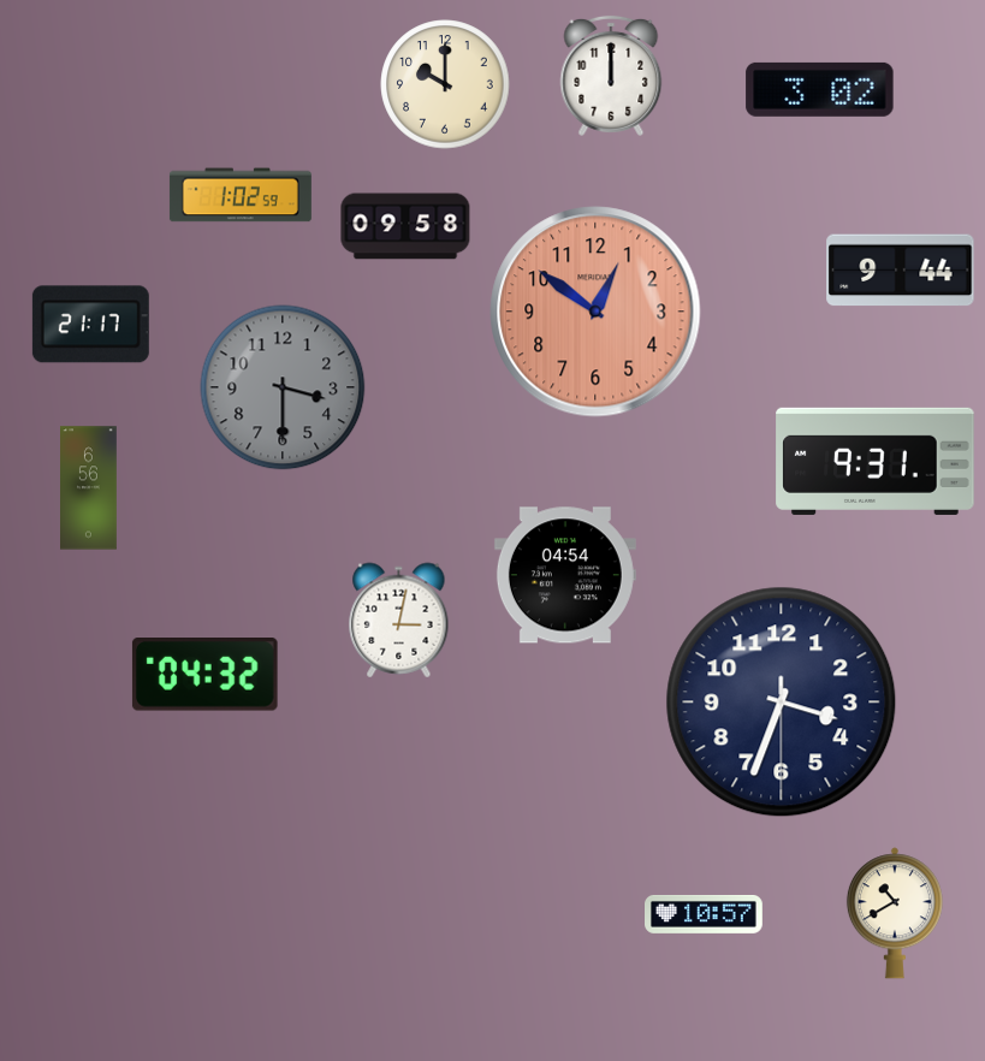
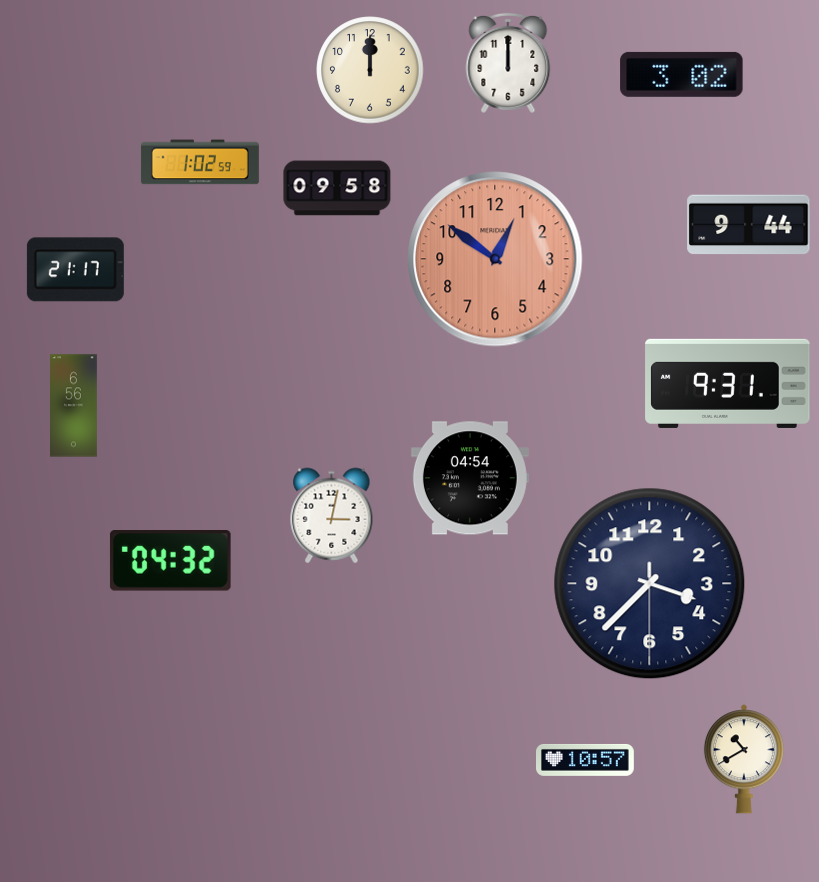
clock at (445, 84): 10:00 -> 12:00
clock at (283, 387): 3:30 -> none
clock at (782, 703): 3:33 -> 3:37
